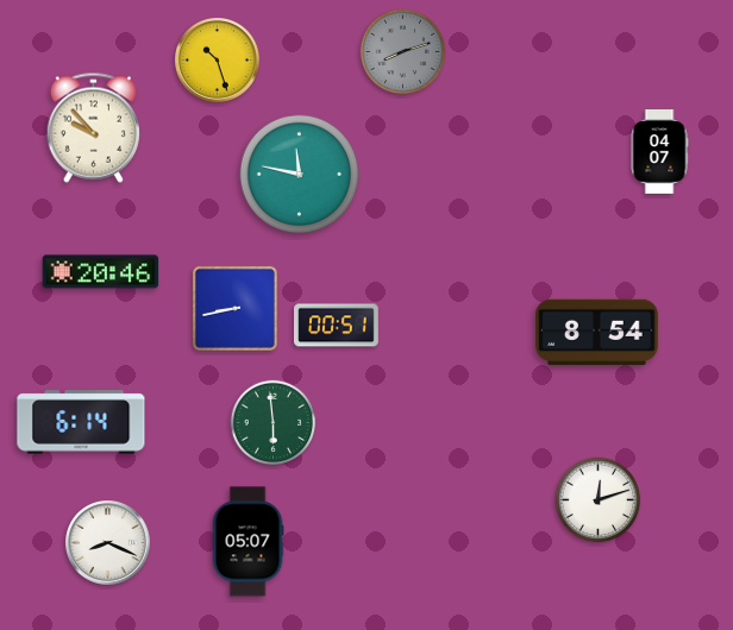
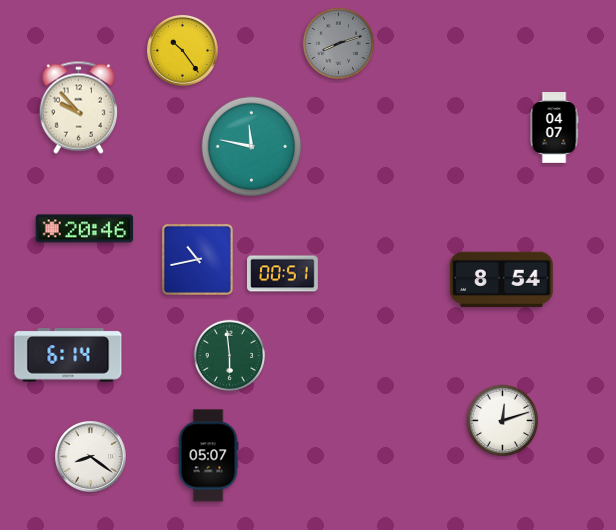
clock at (218, 61): 10:27 -> 10:24
clock at (234, 308): 8:43 -> 10:43
clock at (108, 543): 8:19 -> 8:21
